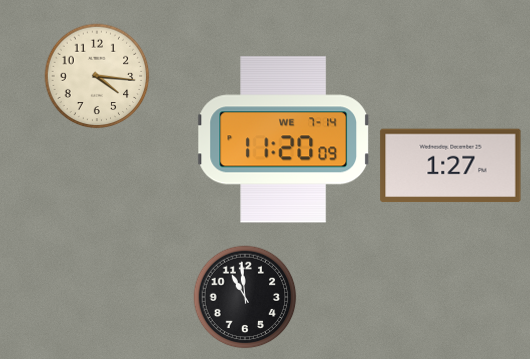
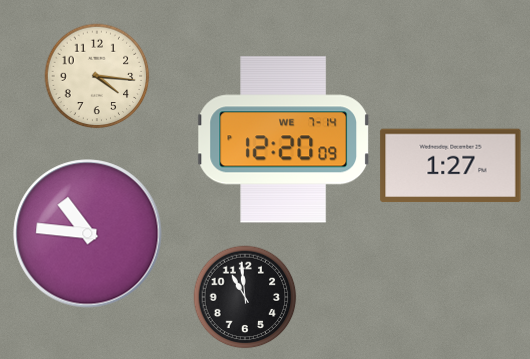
clock at (283, 140): 11:20 -> 12:20
clock at (88, 234): none -> 10:46
